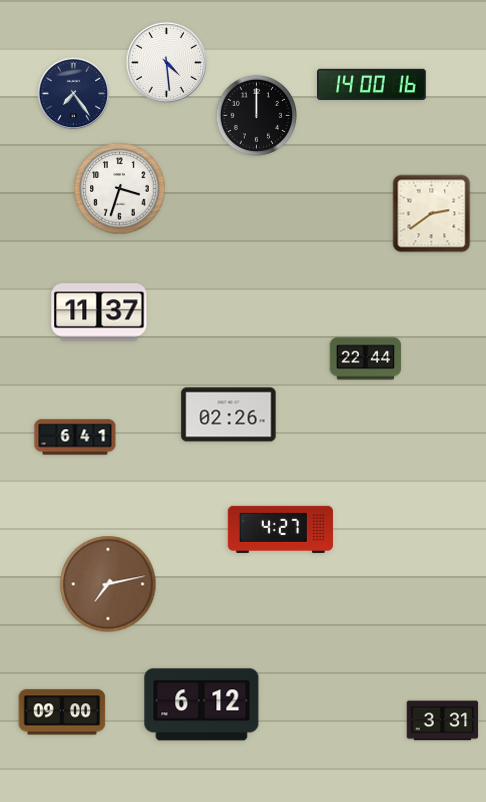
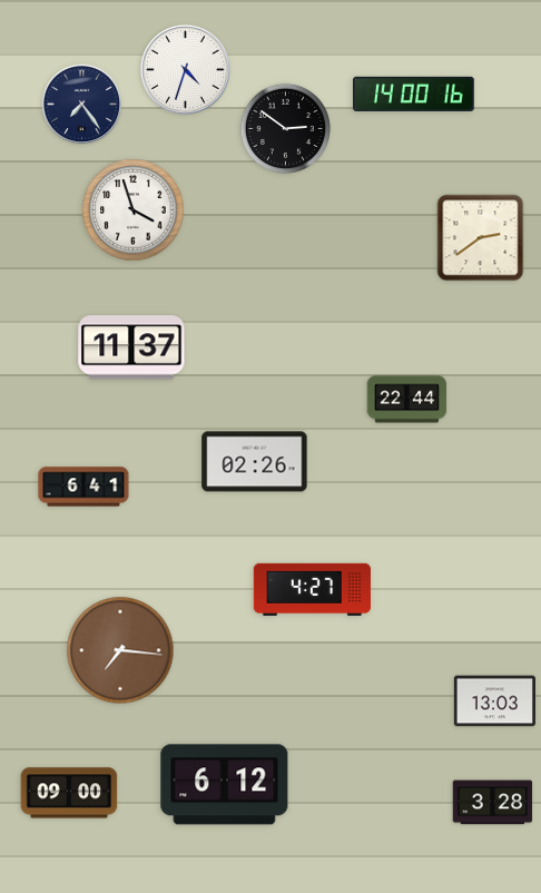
clock at (166, 62): 4:29 -> 4:33
clock at (257, 116): 12:00 -> 2:51
clock at (120, 189): 3:33 -> 3:57
clock at (99, 312) position: (99, 312) -> (131, 347)
clock at (108, 584): 7:13 -> 7:16
clock at (494, 701): none -> 13:03
clock at (443, 721): 3:31 -> 3:28
